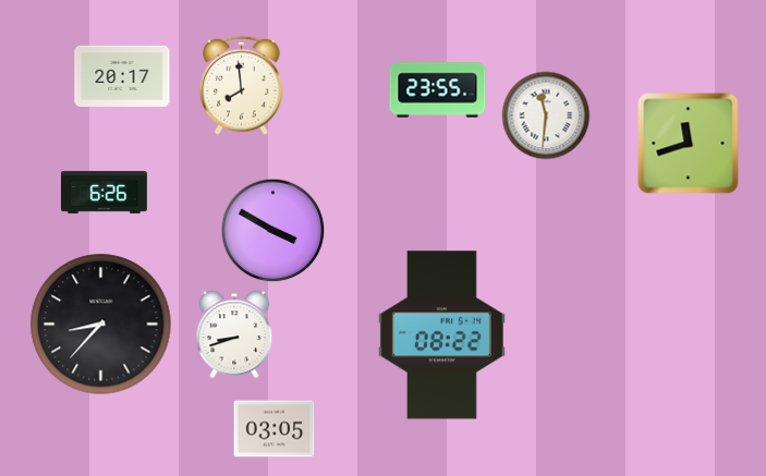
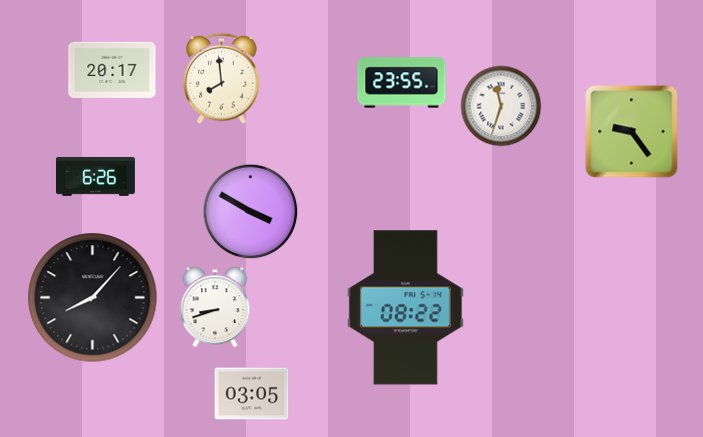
clock at (546, 115): 11:31 -> 11:33
clock at (689, 144): 11:42 -> 9:24
clock at (101, 325): 8:37 -> 8:07
